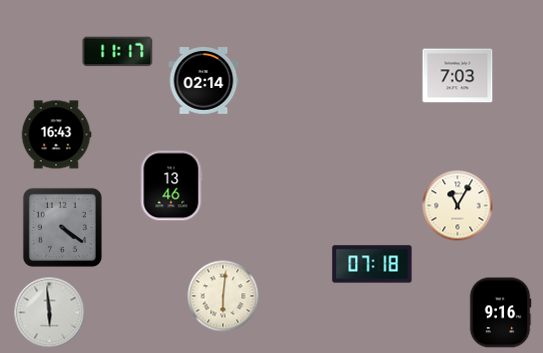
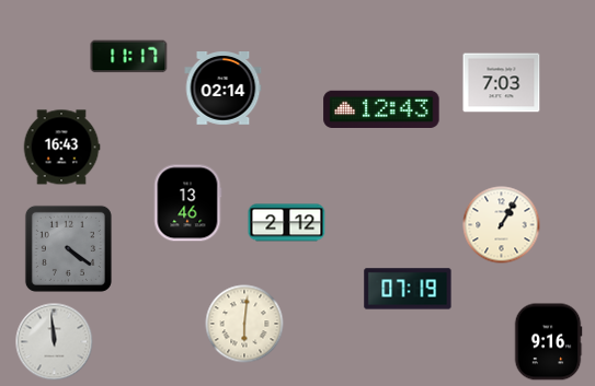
clock at (381, 108): none -> 12:43
clock at (287, 223): none -> 2:12
clock at (458, 206): 11:05 -> 1:05
clock at (372, 264): 07:18 -> 07:19
clock at (50, 313): 5:59 -> 11:59
